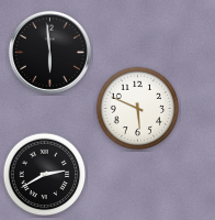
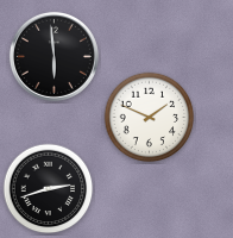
clock at (138, 109): 5:49 -> 1:49
clock at (45, 175): 2:40 -> 2:42
